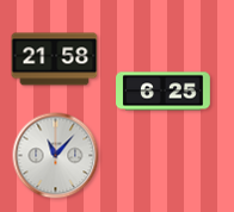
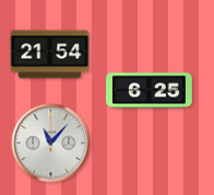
clock at (55, 60): 21:58 -> 21:54
clock at (164, 92) position: (164, 92) -> (150, 91)
